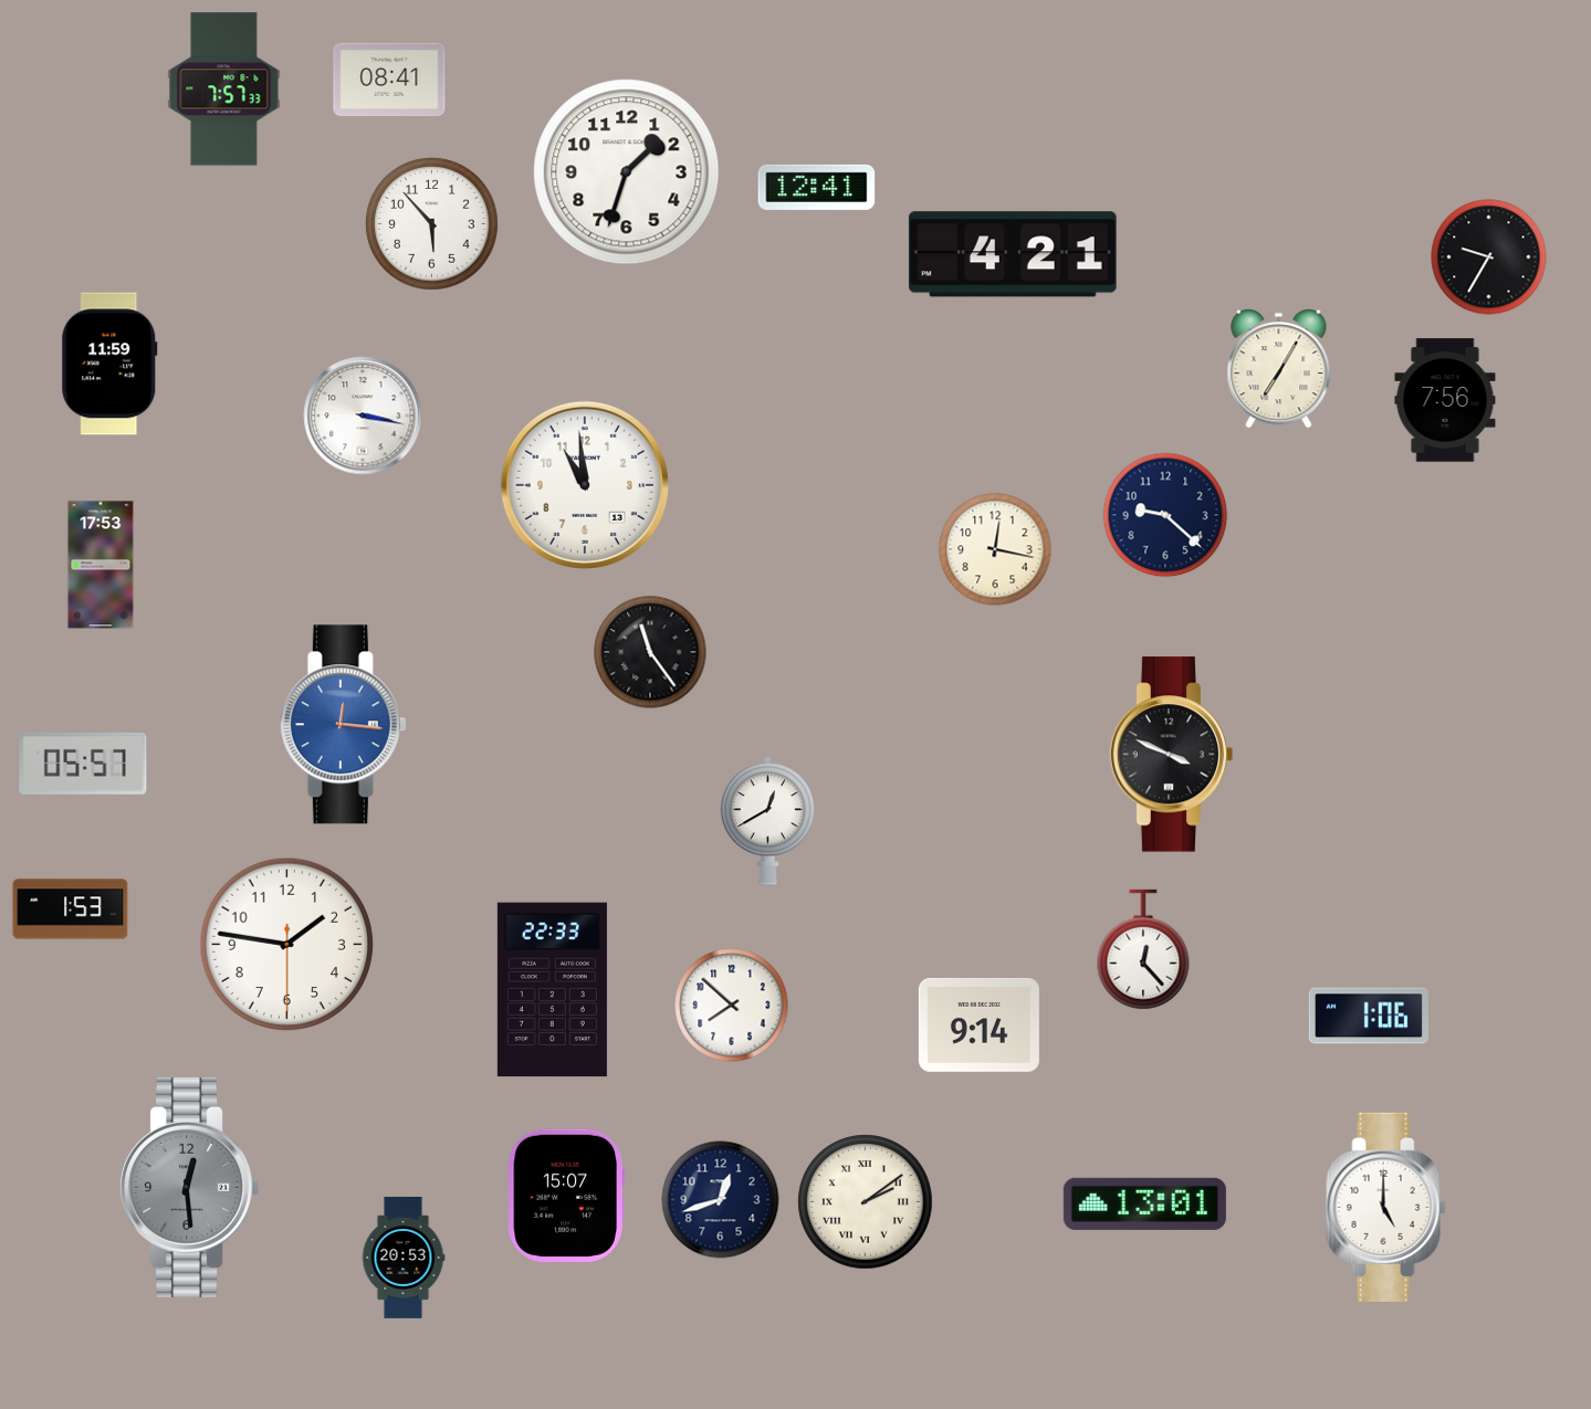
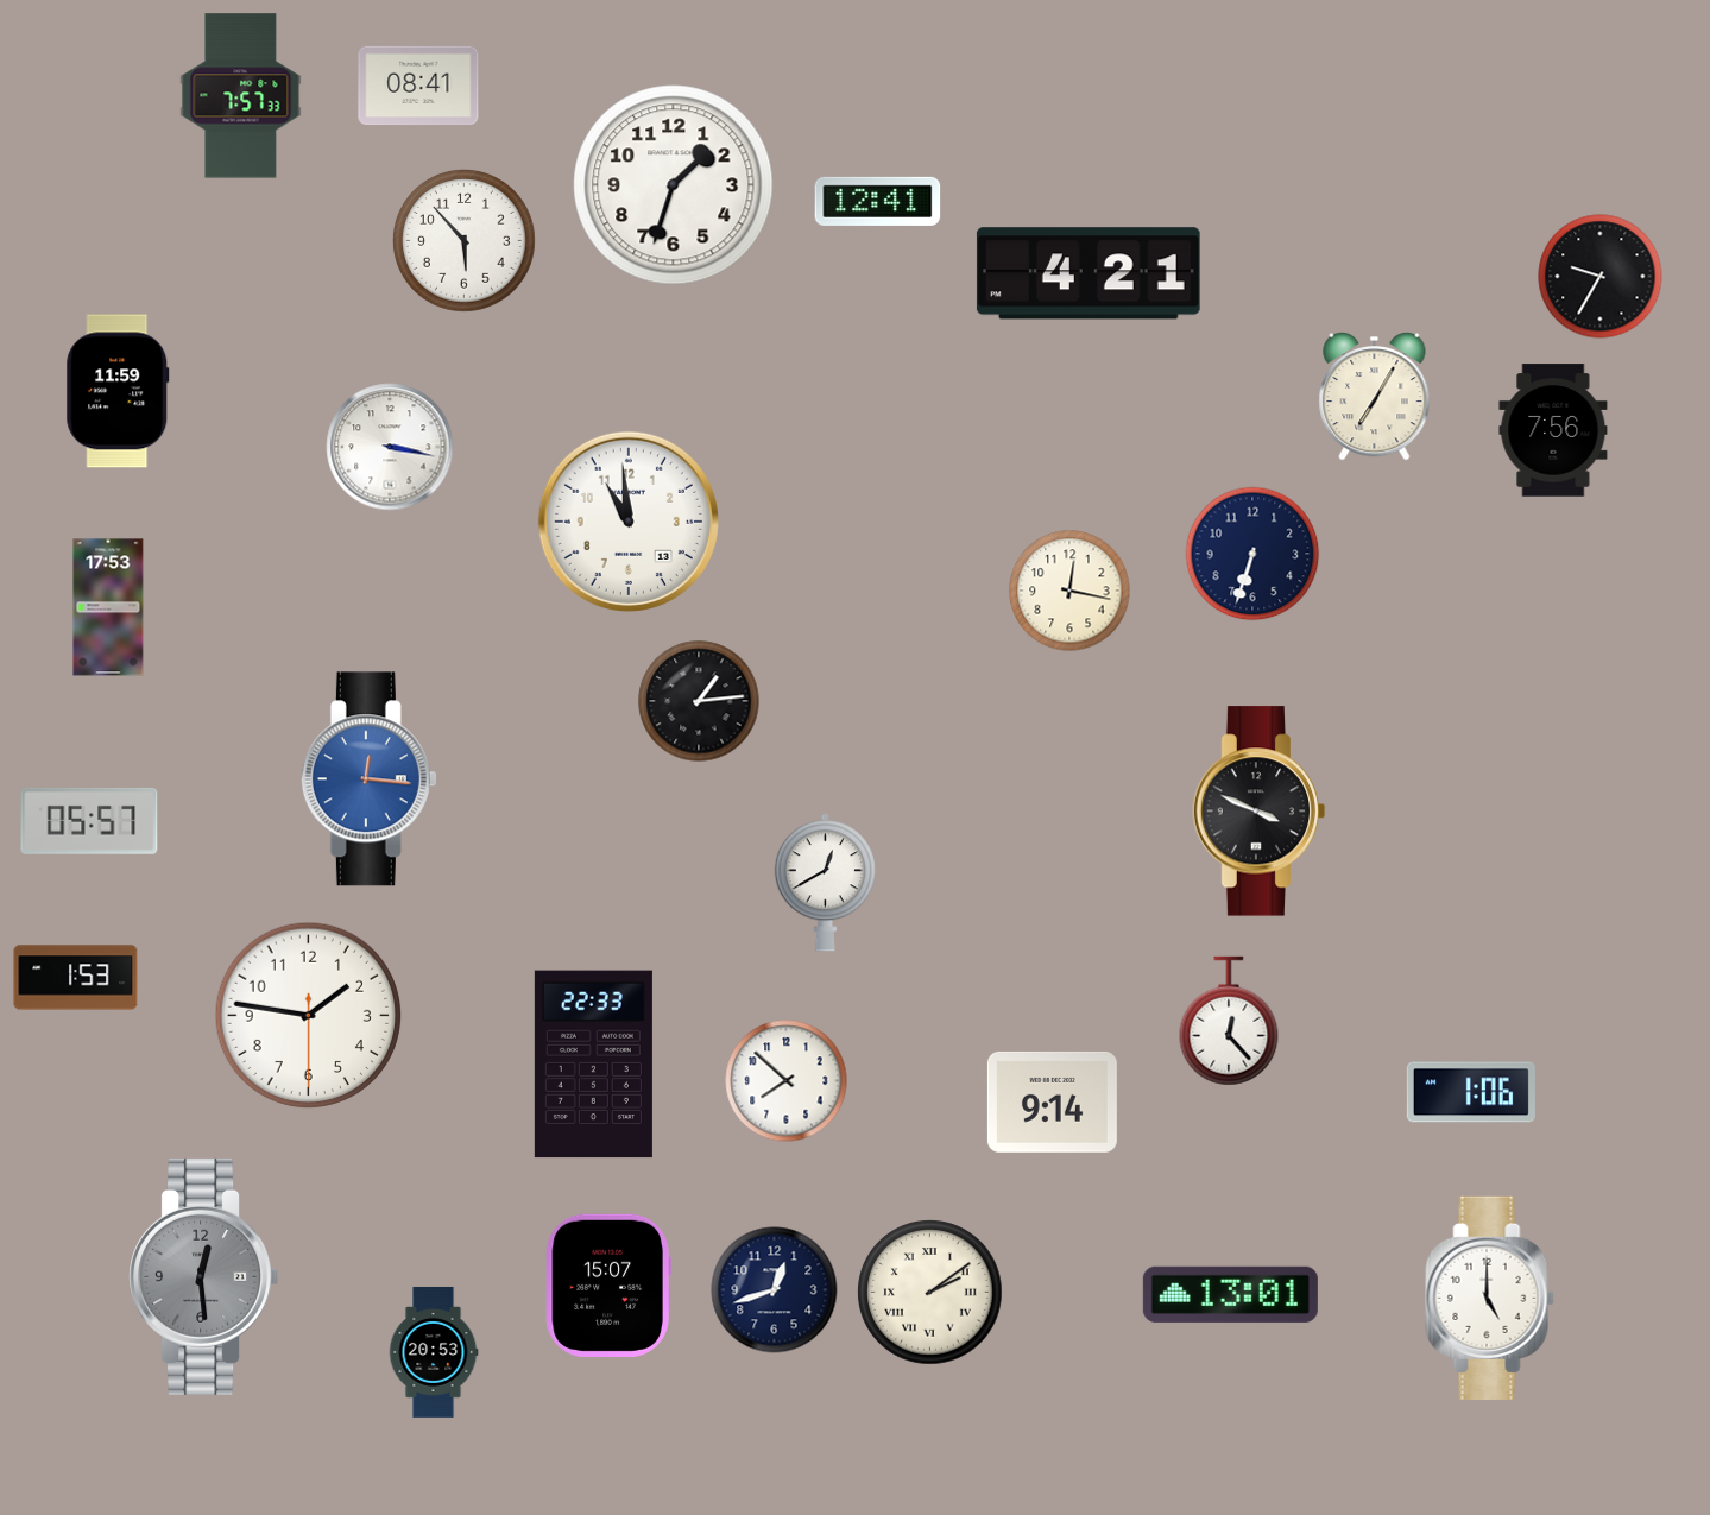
clock at (1165, 515): 9:22 -> 6:33
clock at (650, 652): 11:24 -> 1:14
